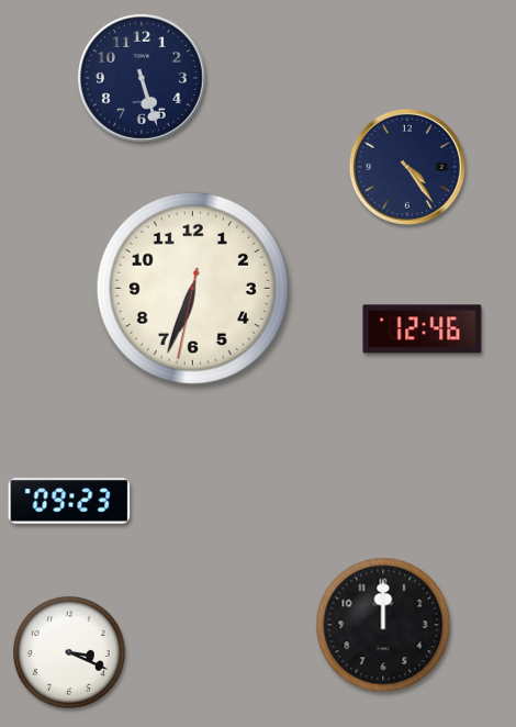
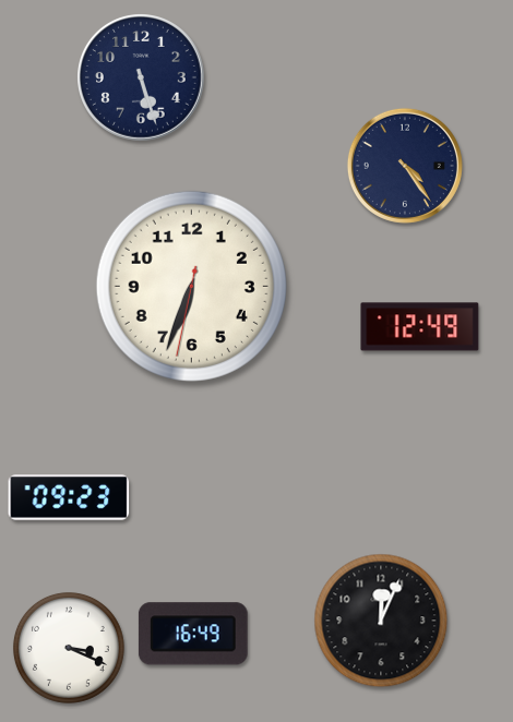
clock at (423, 329): 12:46 -> 12:49
clock at (383, 625): 12:00 -> 12:04
clock at (193, 634): none -> 16:49
